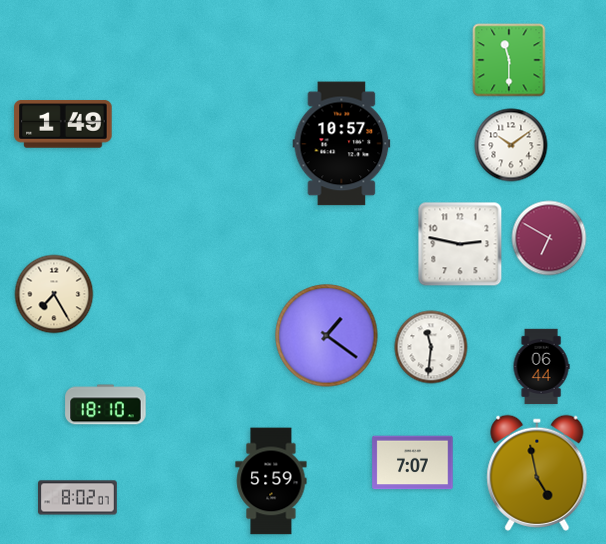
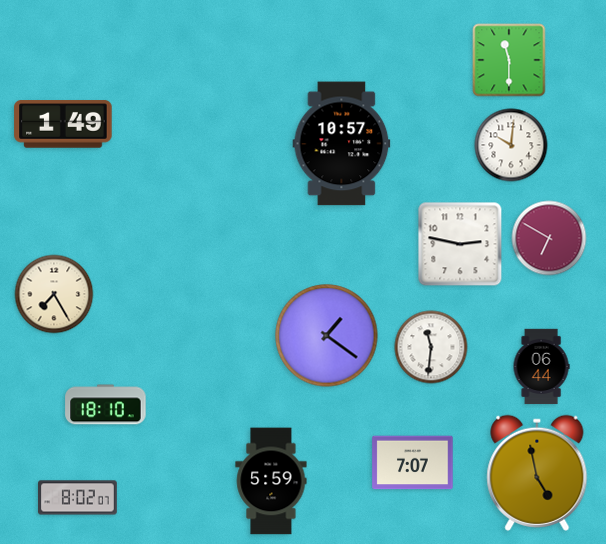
clock at (511, 145): 10:09 -> 10:01
